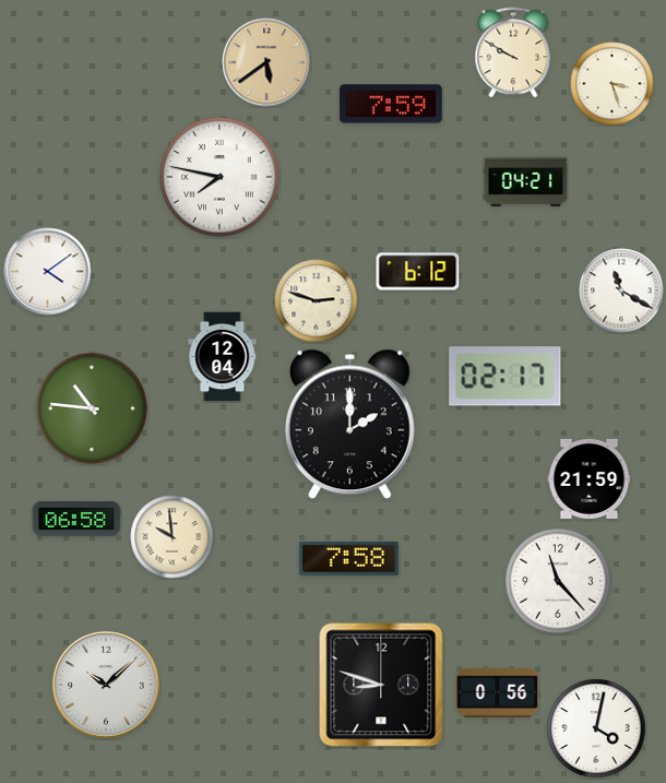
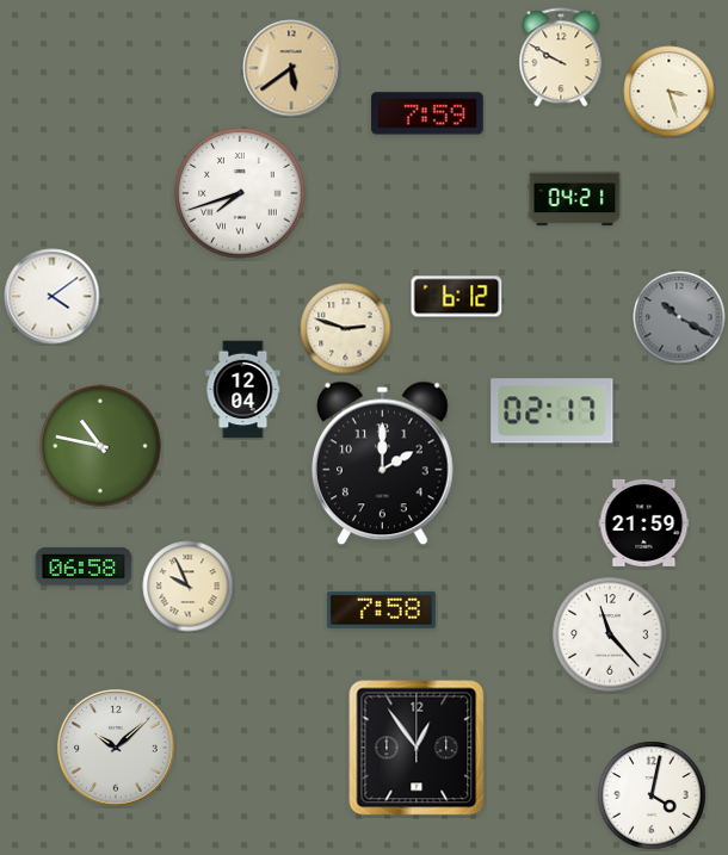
clock at (219, 177): 7:47 -> 7:42
clock at (621, 290): 11:20 -> 10:20
clock at (621, 290) dial: white -> grey
clock at (92, 408): 10:46 -> 10:47
clock at (173, 537): 9:59 -> 9:56
clock at (381, 685): 8:48 -> 12:54
clock at (498, 693): 0:56 -> none
